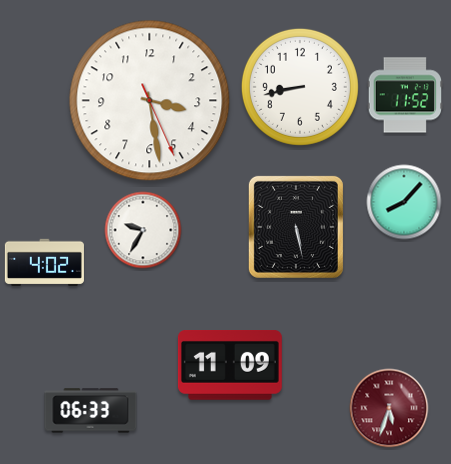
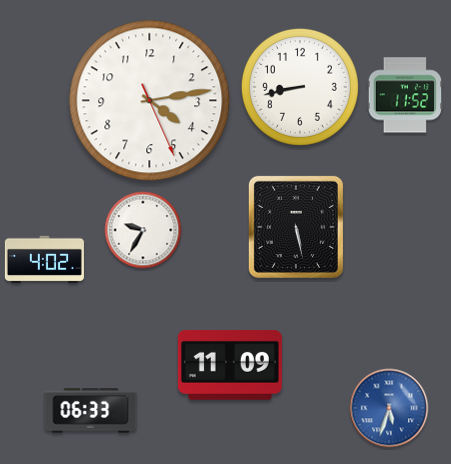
clock at (150, 101): 3:28 -> 4:13
clock at (404, 202): 8:07 -> none
clock at (44, 262) position: (44, 262) -> (44, 259)
clock at (389, 408) dial: burgundy -> blue
